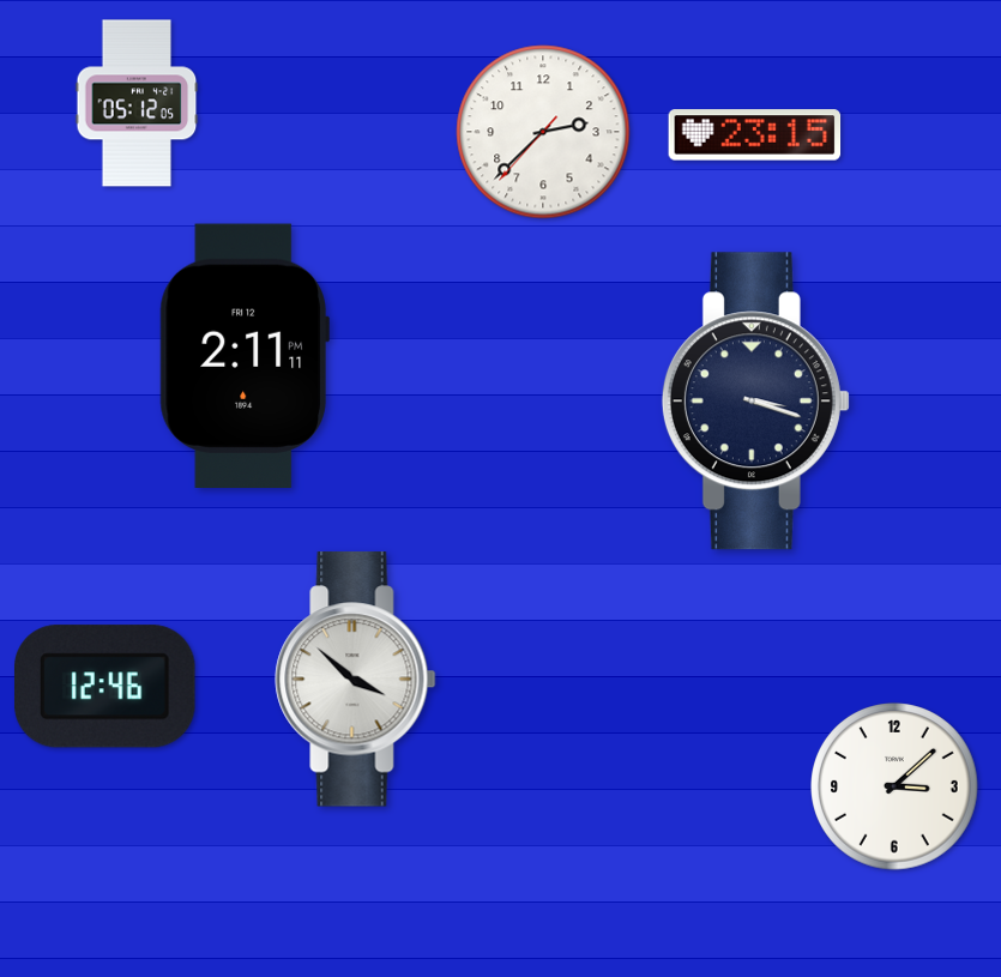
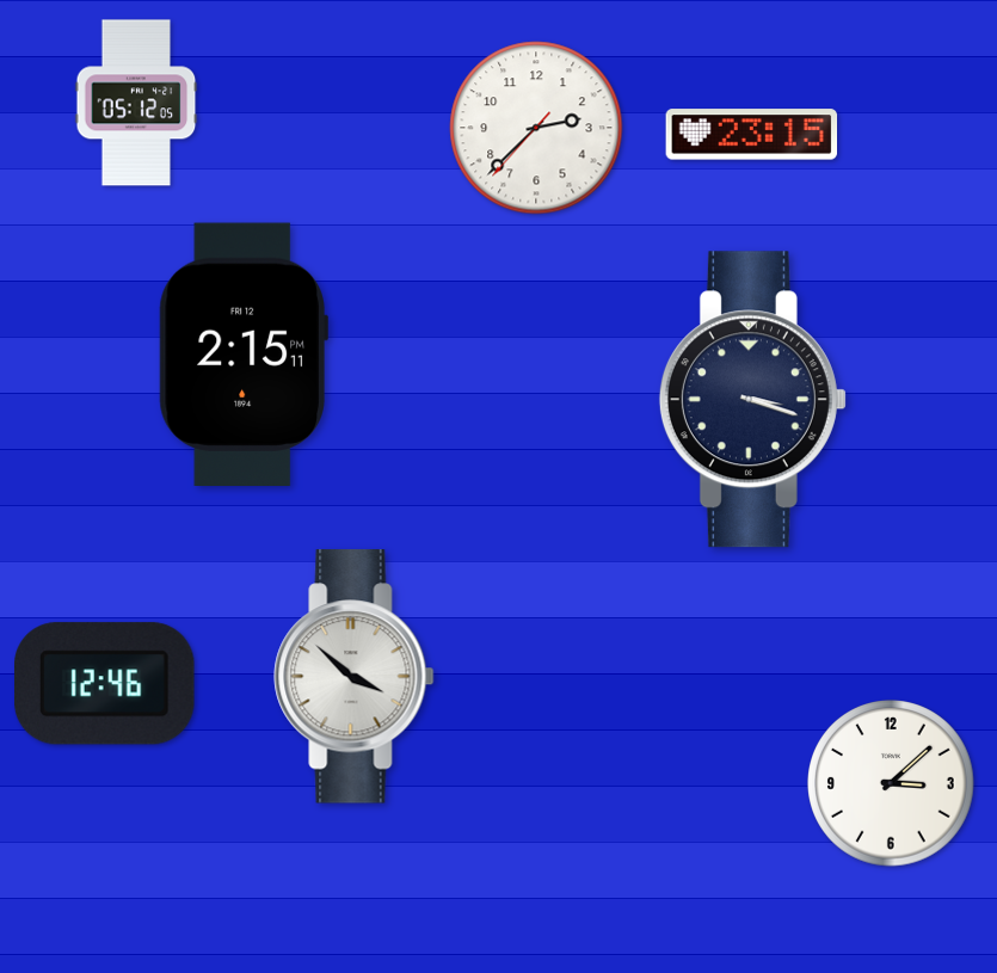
clock at (543, 132) position: (543, 132) -> (536, 128)
clock at (245, 355): 2:11 -> 2:15
